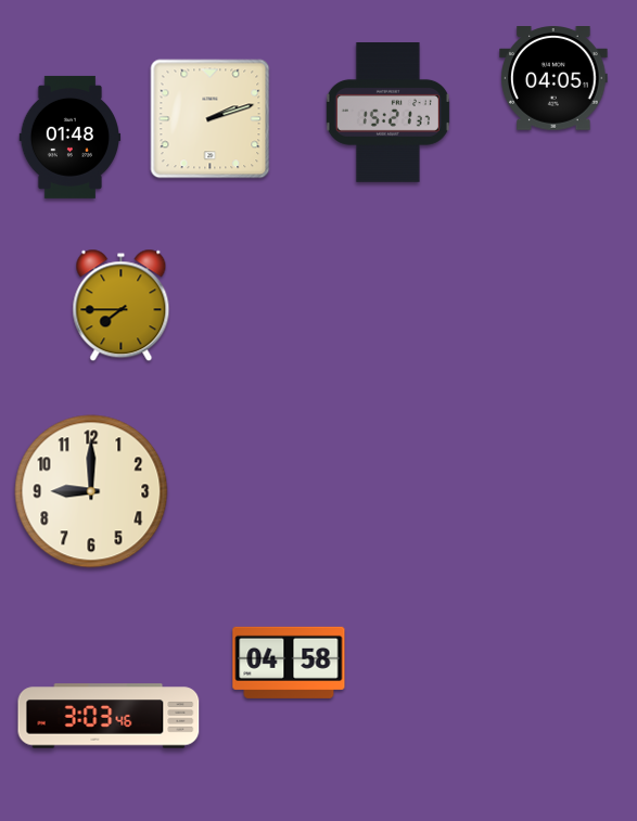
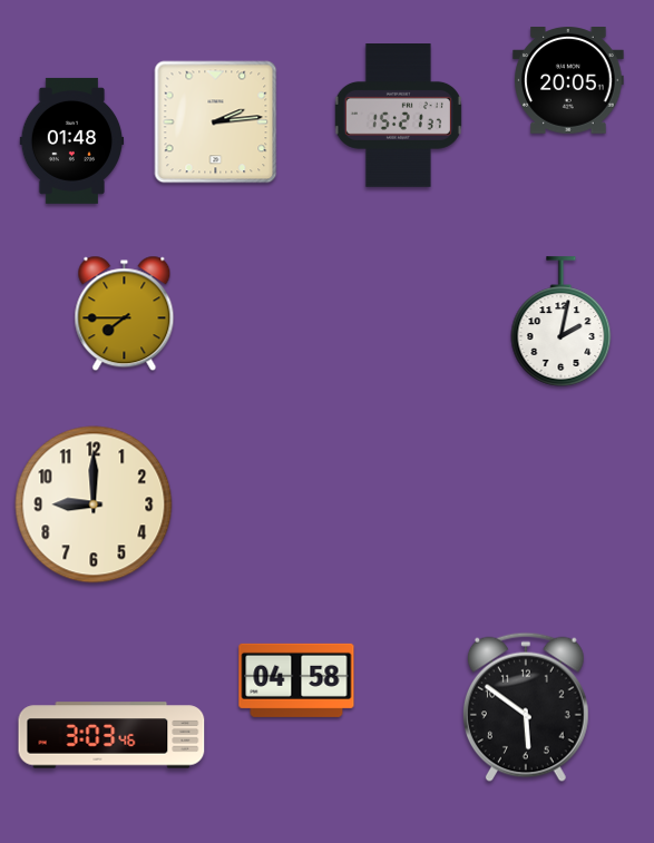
clock at (553, 79): 04:05 -> 20:05
clock at (211, 119): 2:12 -> 2:14
clock at (562, 322): none -> 2:02
clock at (526, 707): none -> 5:51
